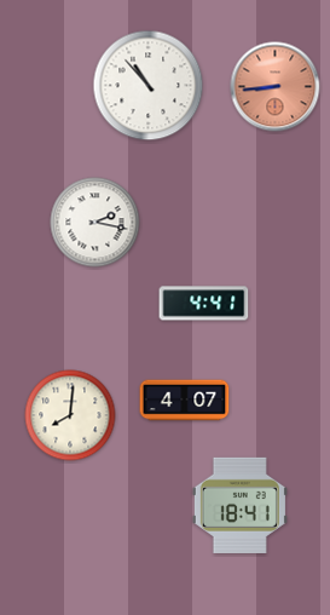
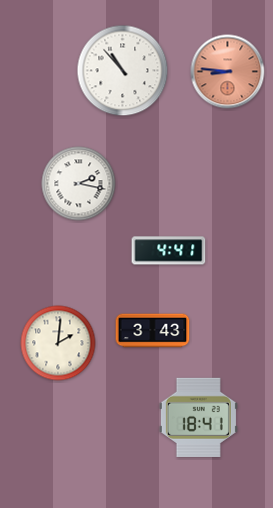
clock at (276, 87): 8:44 -> 8:46
clock at (185, 401): 4:07 -> 3:43
clock at (70, 415): 8:01 -> 2:01
